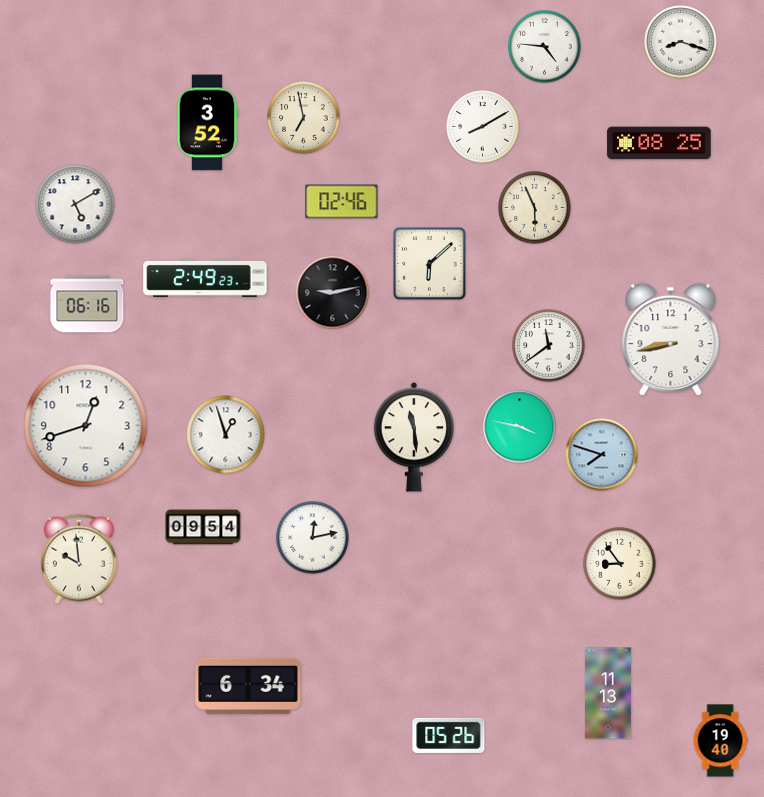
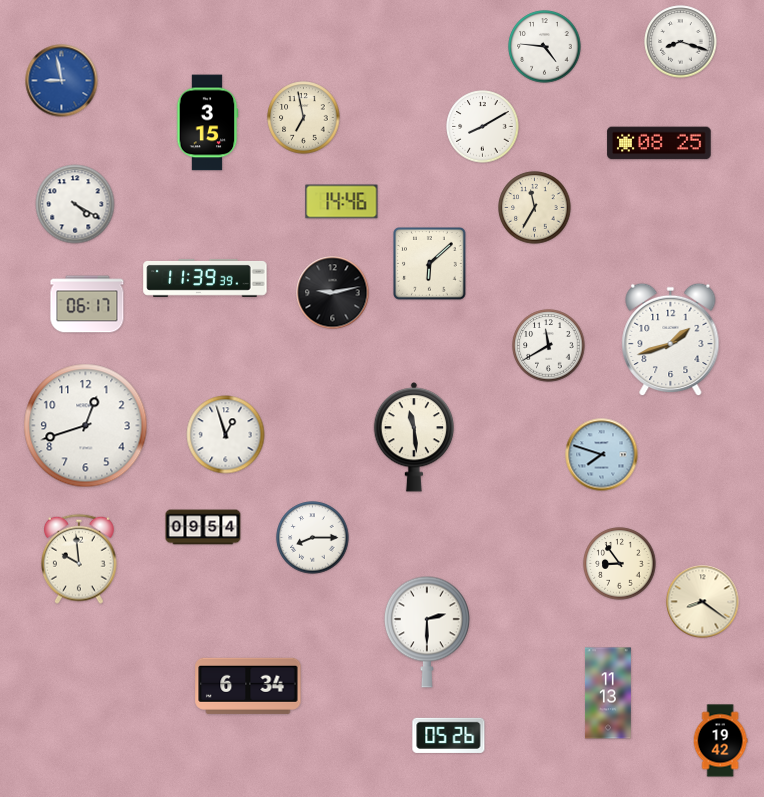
clock at (62, 81): none -> 8:58
clock at (207, 123): 3:52 -> 3:15
clock at (342, 202): 02:46 -> 14:46
clock at (75, 204): 5:10 -> 4:20
clock at (535, 208): 5:56 -> 11:35
clock at (205, 278): 2:49 -> 11:39
clock at (87, 304): 06:16 -> 06:17
clock at (671, 340): 8:43 -> 1:42
clock at (549, 346): 11:39 -> 11:40
clock at (520, 427): 3:47 -> none
clock at (313, 538): 12:13 -> 8:15
clock at (703, 602): none -> 8:21
clock at (427, 632): none -> 2:30
clock at (720, 741): 19:40 -> 19:42
